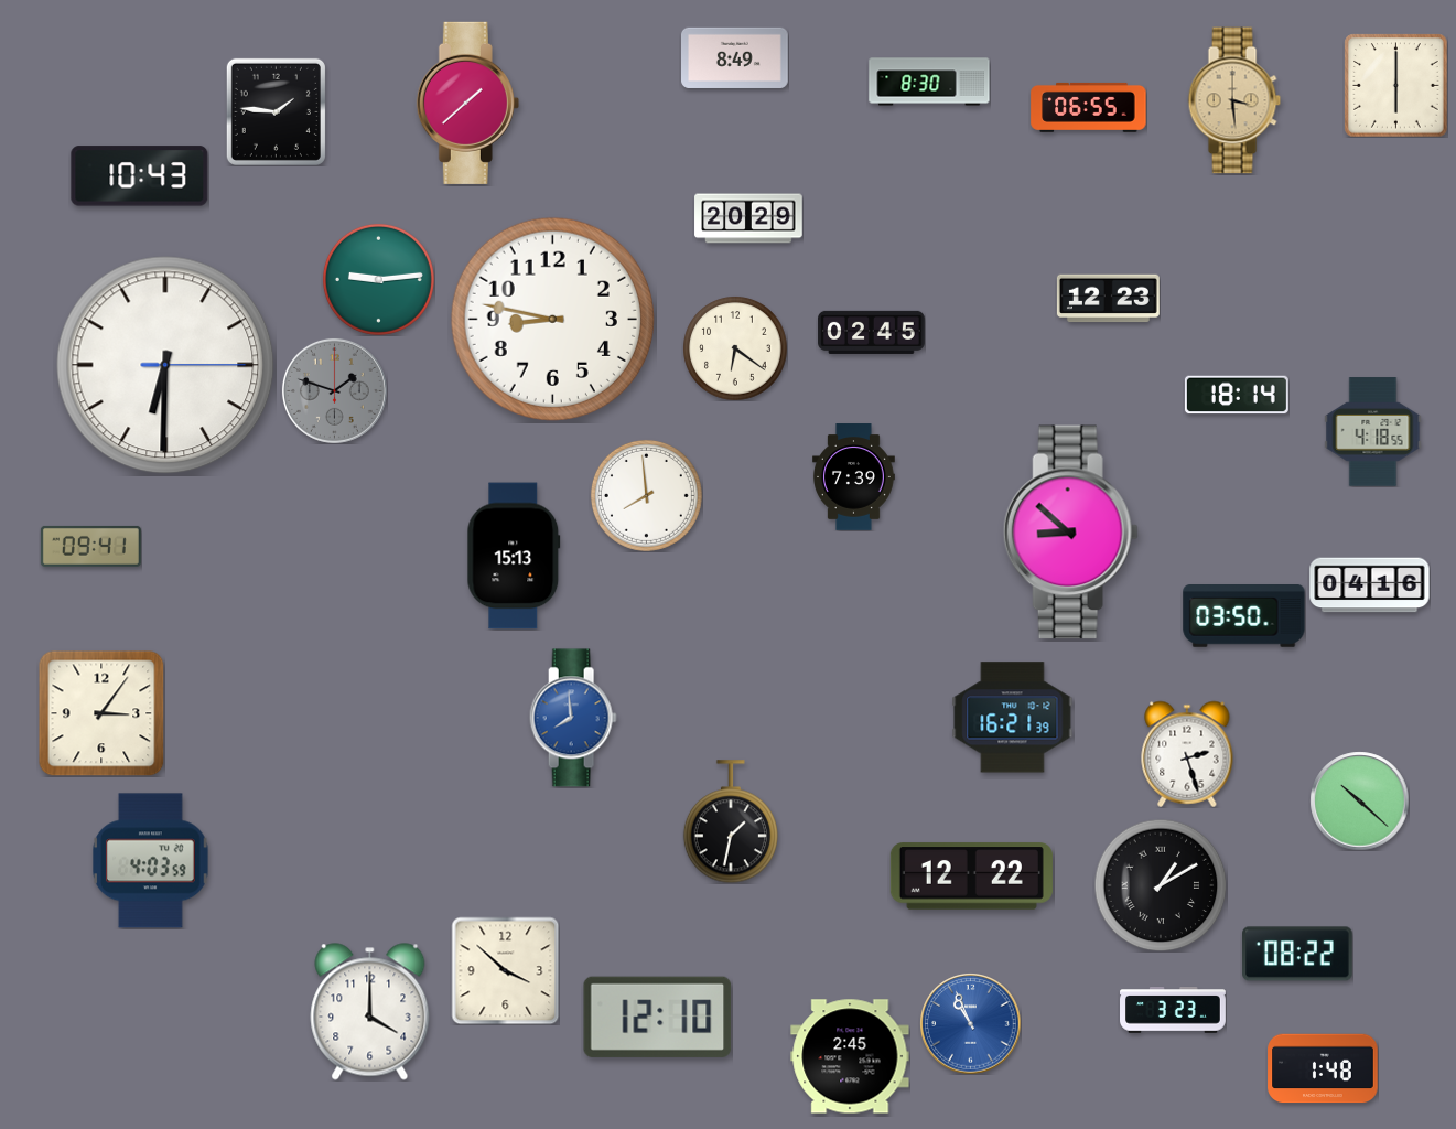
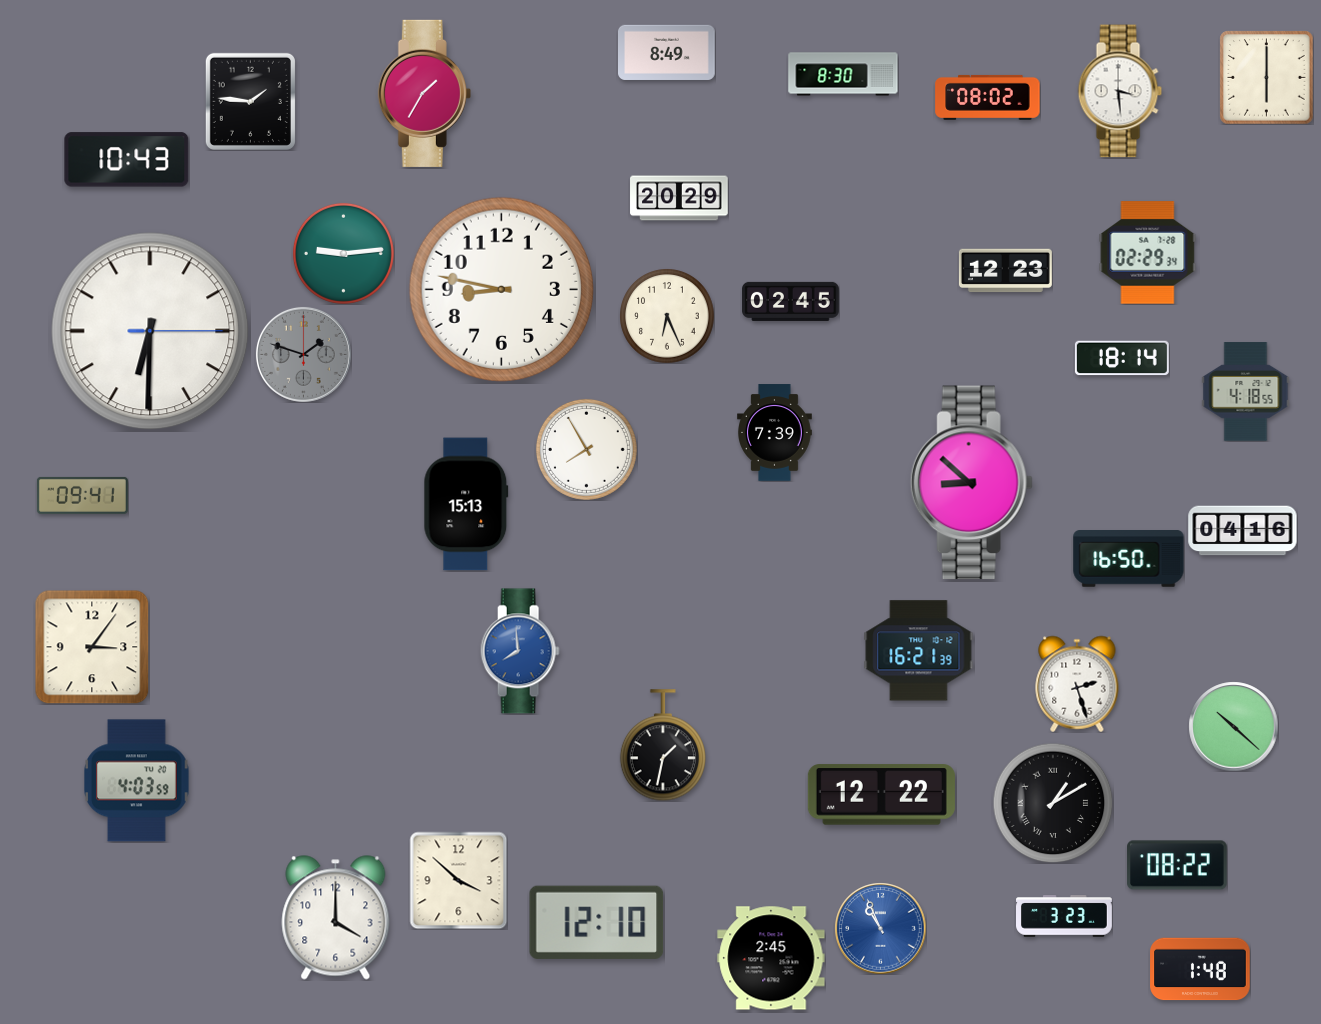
clock at (1234, 100) dial: champagne -> white
clock at (467, 103): 1:38 -> 1:35
clock at (1089, 107): 06:55 -> 08:02
clock at (1148, 253): none -> 02:29
clock at (735, 348): 6:21 -> 6:26
clock at (646, 495): 7:59 -> 7:55
clock at (1244, 616): 03:50 -> 16:50
